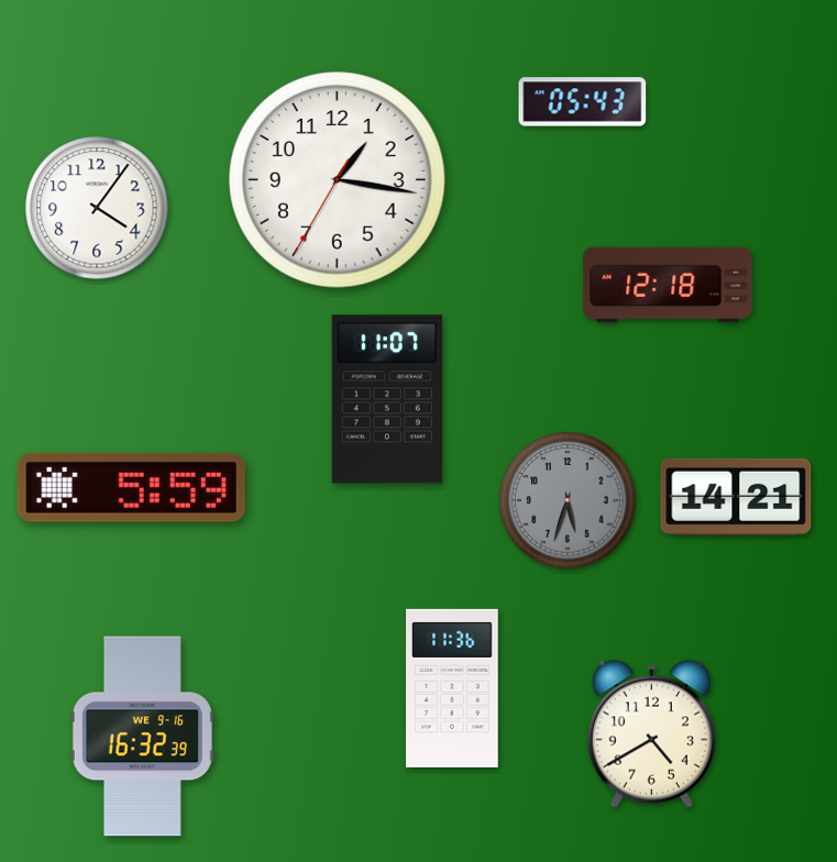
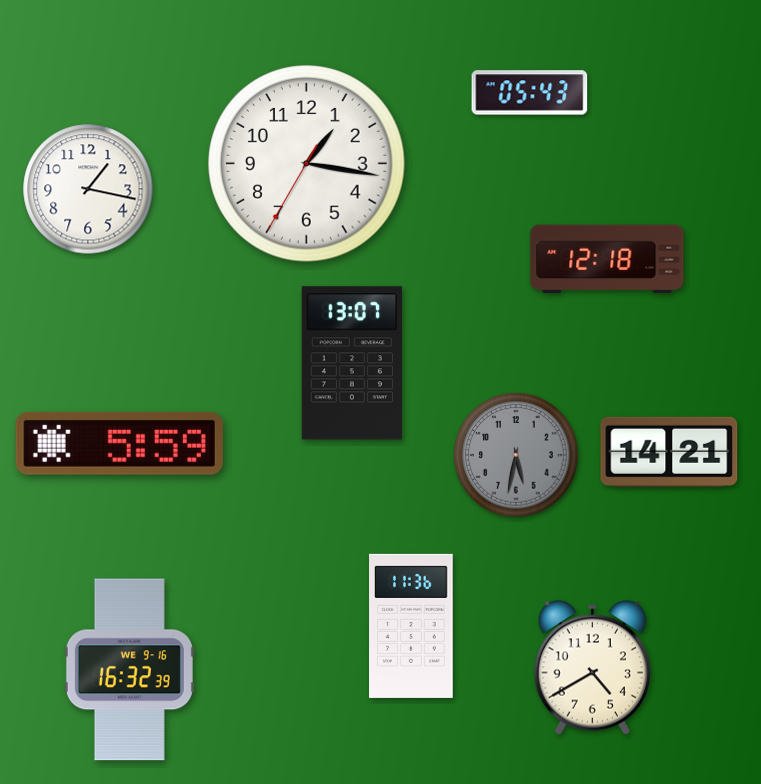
clock at (97, 208): 4:06 -> 1:17
clock at (387, 399): 11:07 -> 13:07
clock at (568, 500): 5:33 -> 5:32
